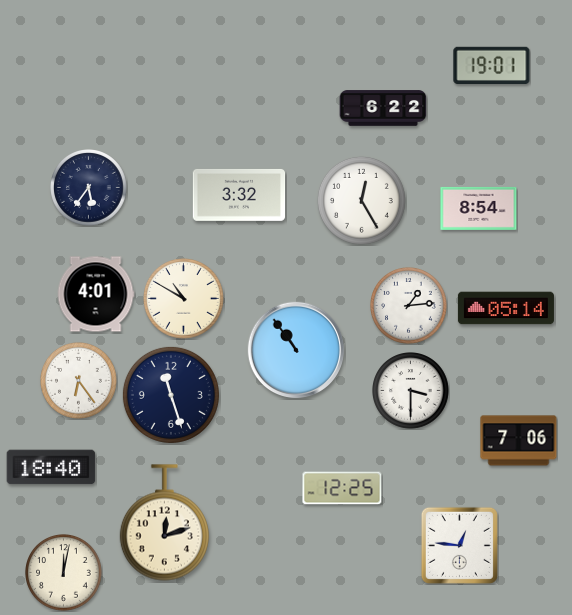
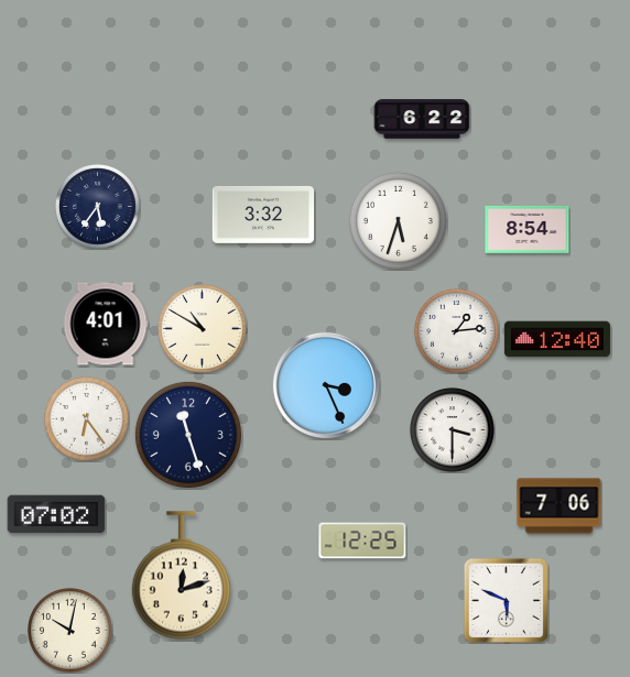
clock at (492, 65): 19:01 -> none
clock at (361, 200): 12:25 -> 5:33
clock at (409, 306) position: (409, 306) -> (457, 331)
clock at (506, 308): 05:14 -> 12:40
clock at (296, 350): 10:54 -> 3:26
clock at (519, 441) position: (519, 441) -> (560, 506)
clock at (51, 467): 18:40 -> 07:02
clock at (342, 488) position: (342, 488) -> (362, 540)
clock at (459, 545): 12:46 -> 5:49
clock at (64, 573): 12:02 -> 10:02
